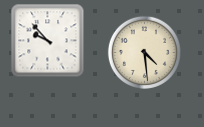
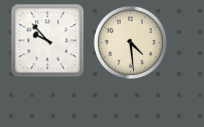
clock at (144, 52) position: (144, 52) -> (130, 42)
